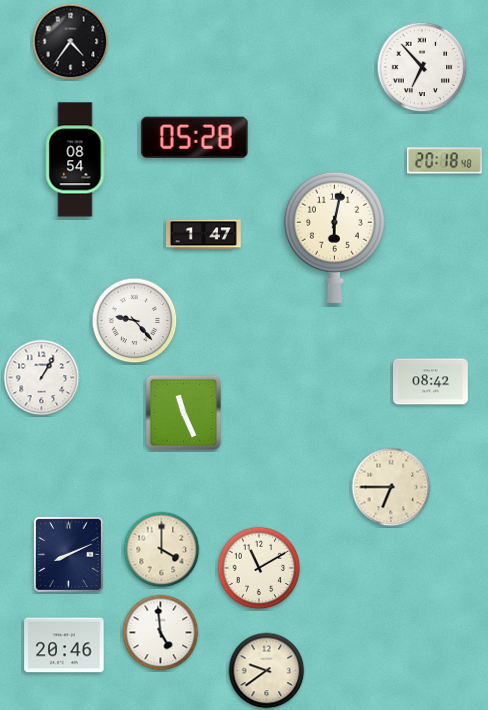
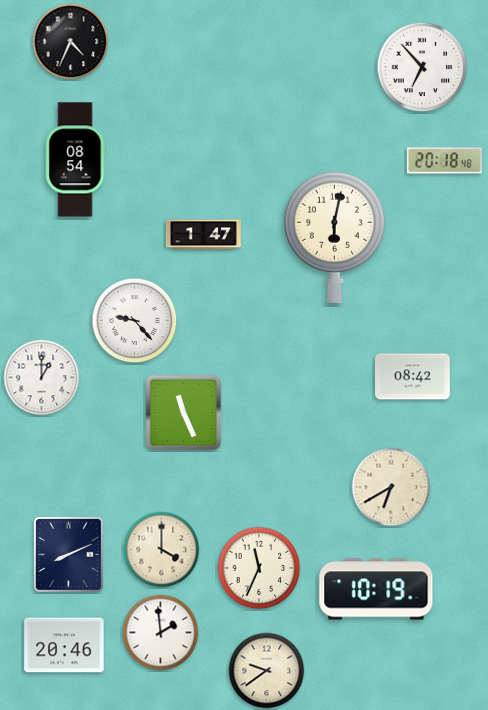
clock at (71, 42): 4:36 -> 4:34
clock at (194, 137): 05:28 -> none
clock at (42, 378): 1:05 -> 1:00
clock at (431, 382) position: (431, 382) -> (413, 377)
clock at (391, 487): 6:45 -> 6:40
clock at (259, 568): 11:10 -> 11:34
clock at (376, 589): none -> 10:19
clock at (161, 633): 4:59 -> 1:59
